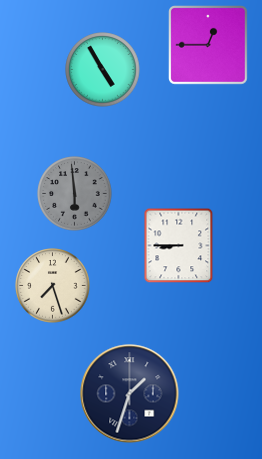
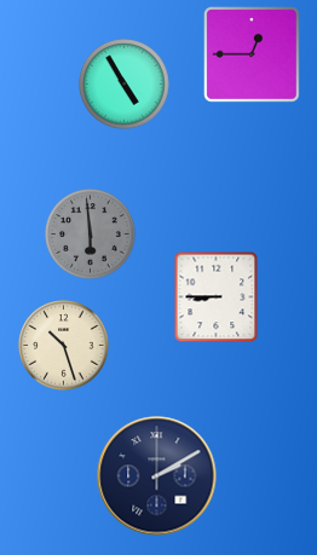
clock at (53, 286): 7:27 -> 10:27
clock at (130, 394): 1:33 -> 2:10
